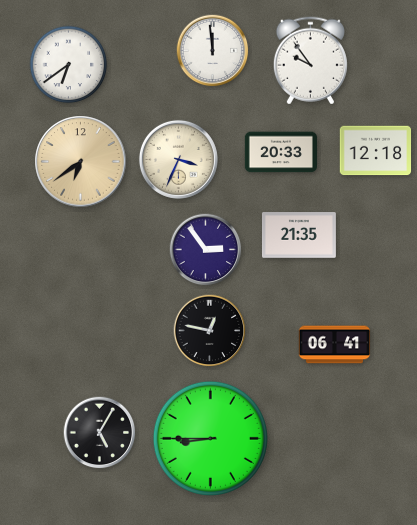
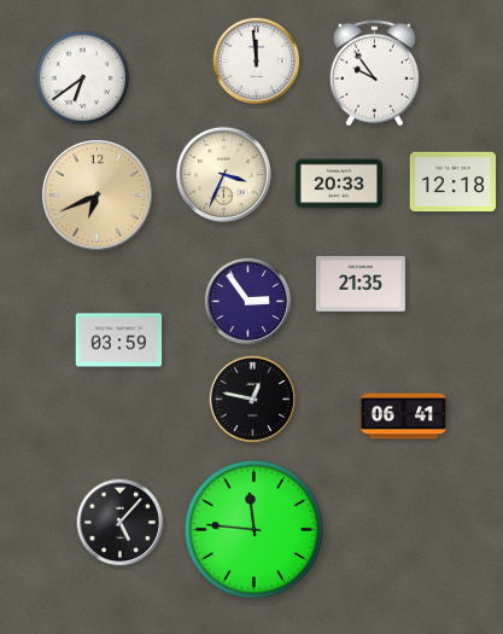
clock at (178, 159) position: (178, 159) -> (223, 174)
clock at (81, 162): 6:39 -> 6:41
clock at (119, 341): none -> 03:59
clock at (100, 433): 5:05 -> 5:07
clock at (210, 438): 8:45 -> 11:46
